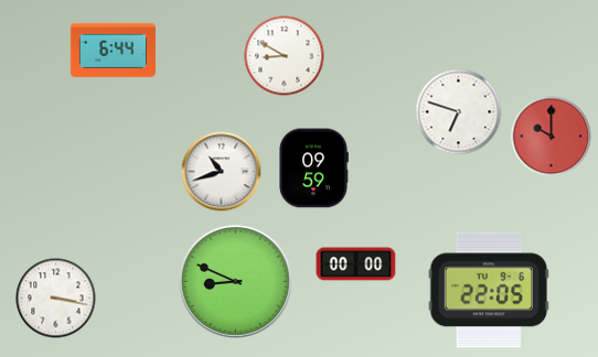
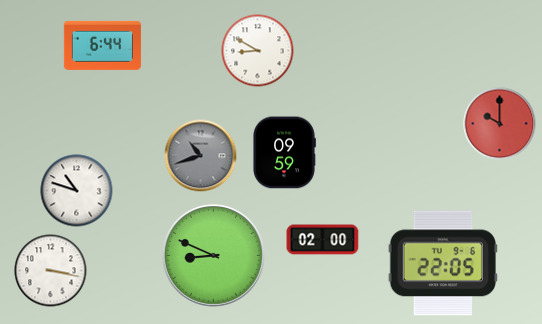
clock at (459, 112): 6:48 -> none
clock at (222, 172) dial: white -> grey
clock at (77, 191): none -> 10:48
clock at (356, 264): 00:00 -> 02:00
